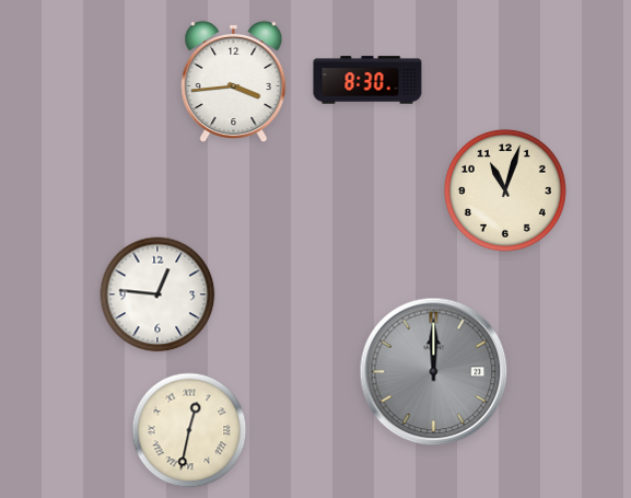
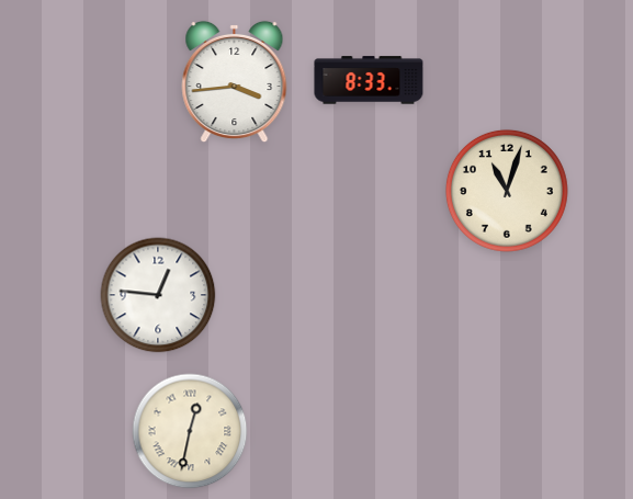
clock at (367, 80): 8:30 -> 8:33
clock at (434, 372): 12:00 -> none
